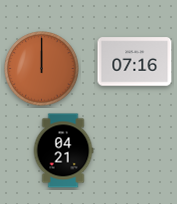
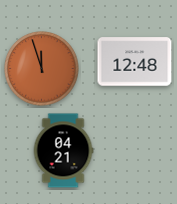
clock at (135, 62): 07:16 -> 12:48
clock at (42, 69): 12:00 -> 11:57
